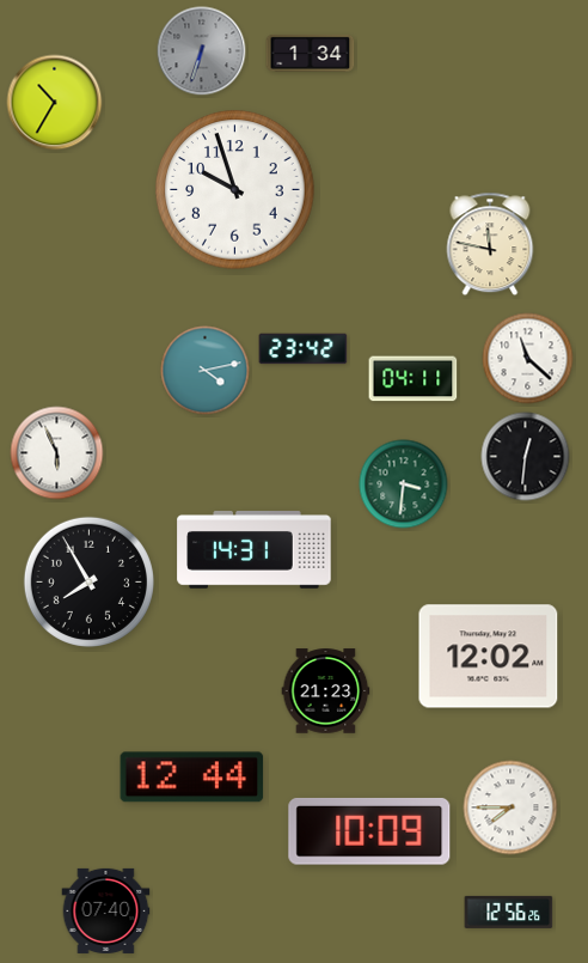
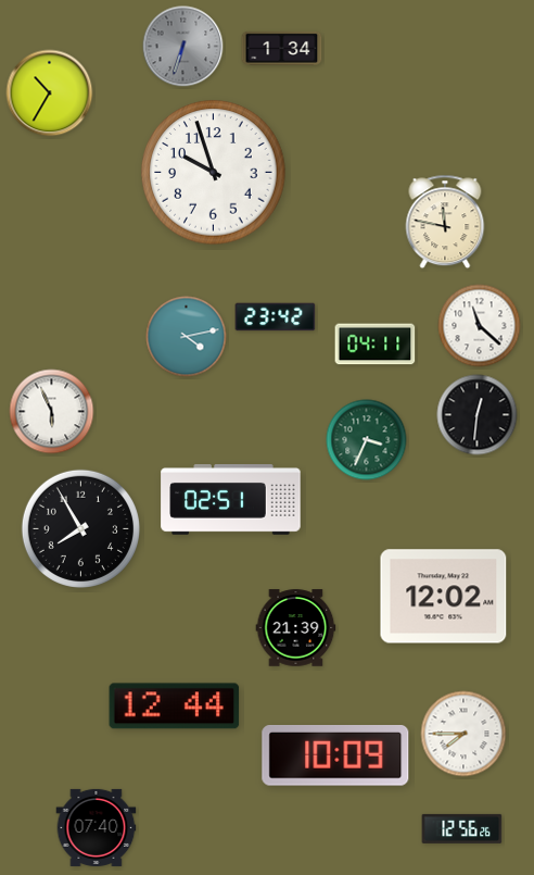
clock at (404, 484): 3:31 -> 3:34
clock at (255, 550): 14:31 -> 02:51
clock at (326, 691): 21:23 -> 21:39
